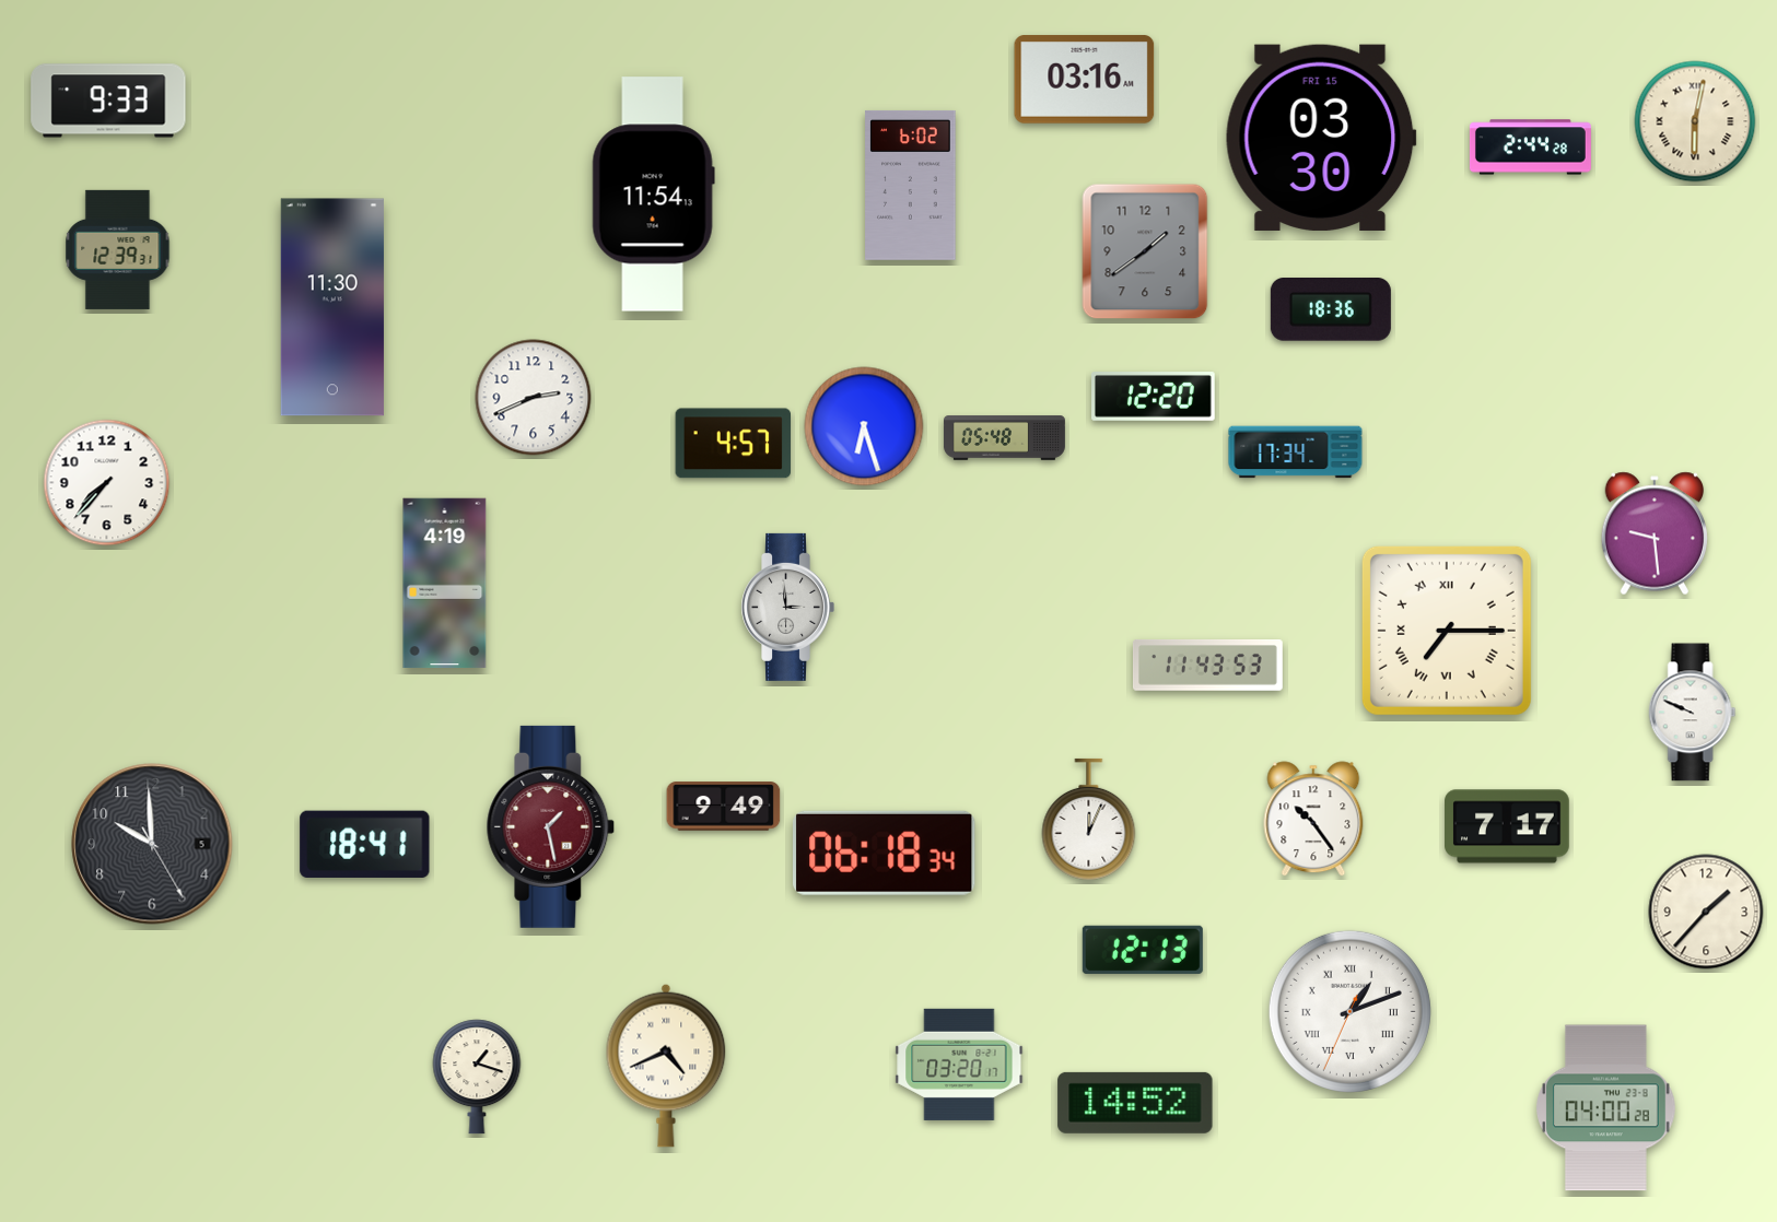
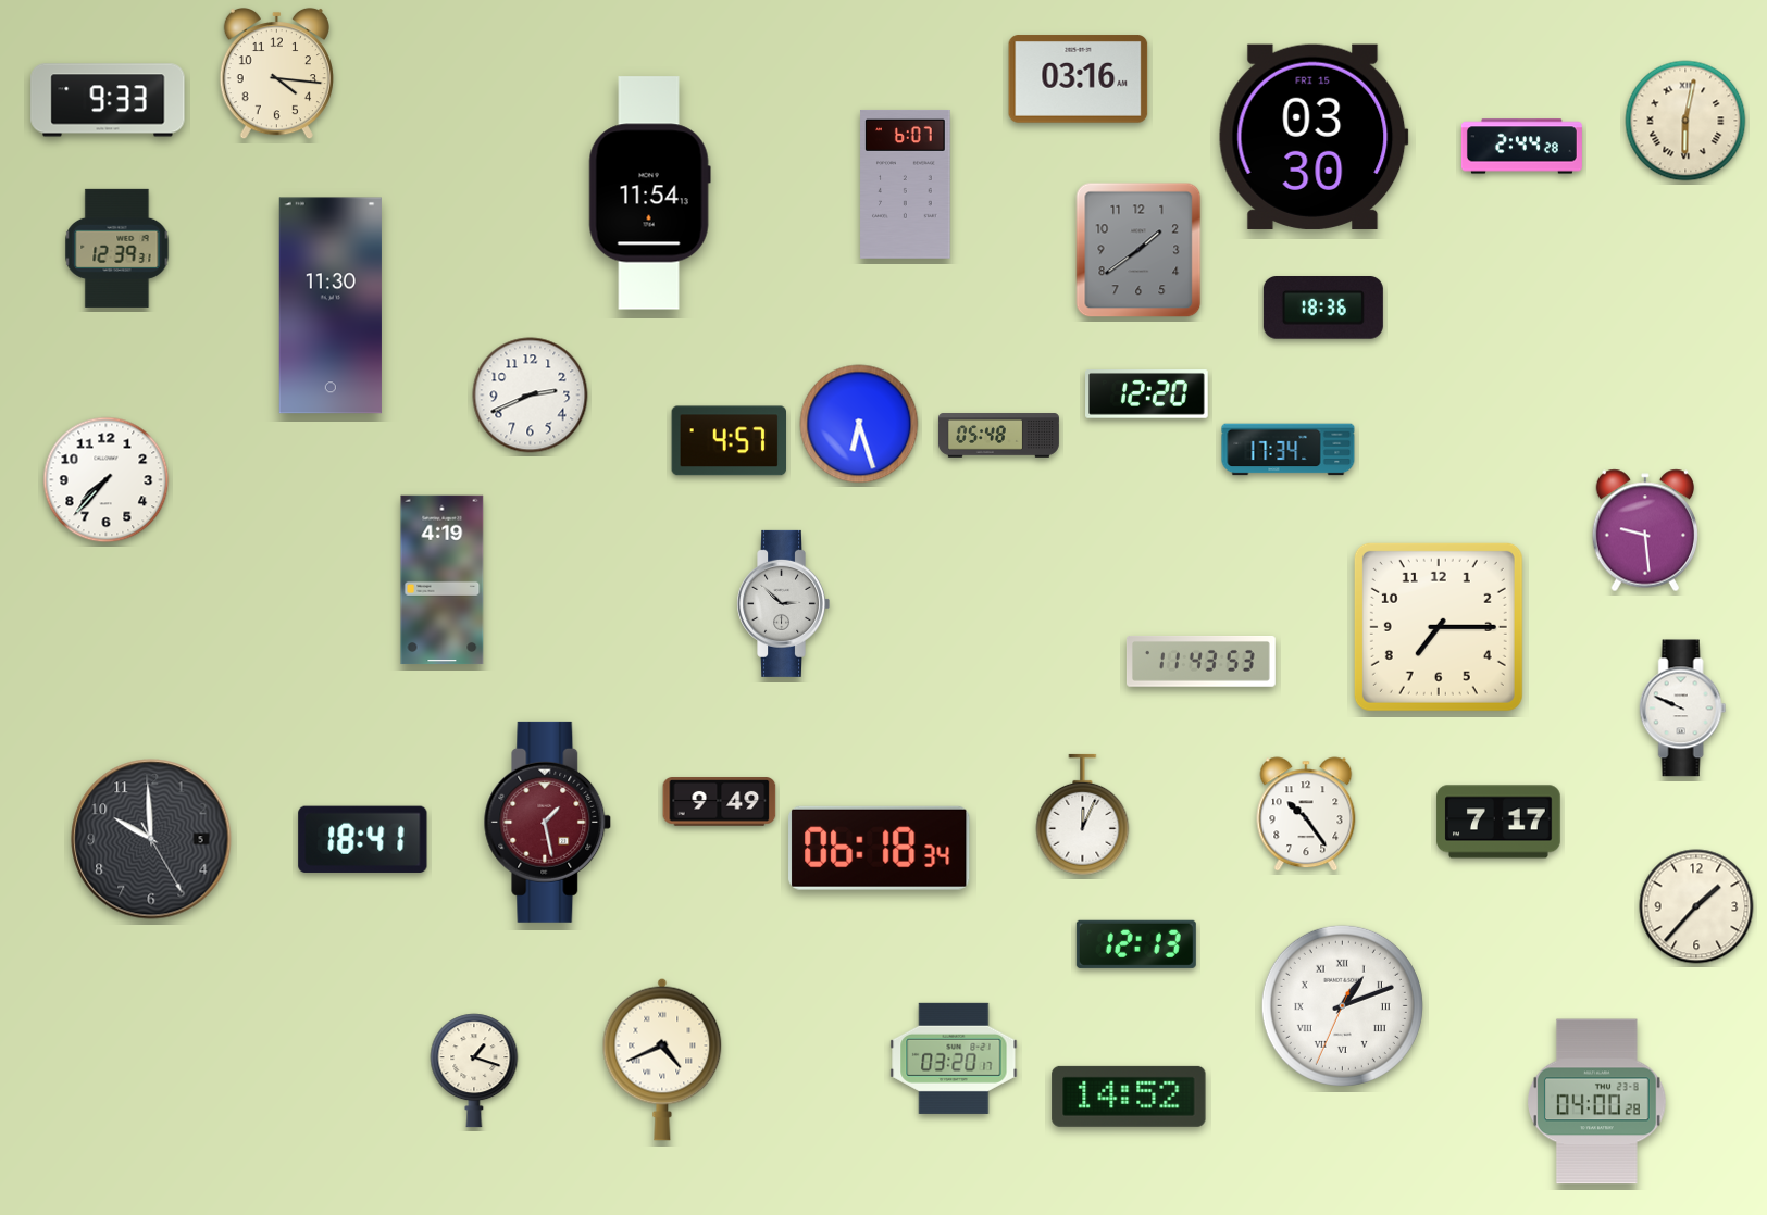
clock at (276, 74): none -> 4:16
clock at (911, 185): 6:02 -> 6:07
clock at (787, 607): 2:59 -> 2:52
clock at (1447, 631) numerals: Roman -> Arabic
